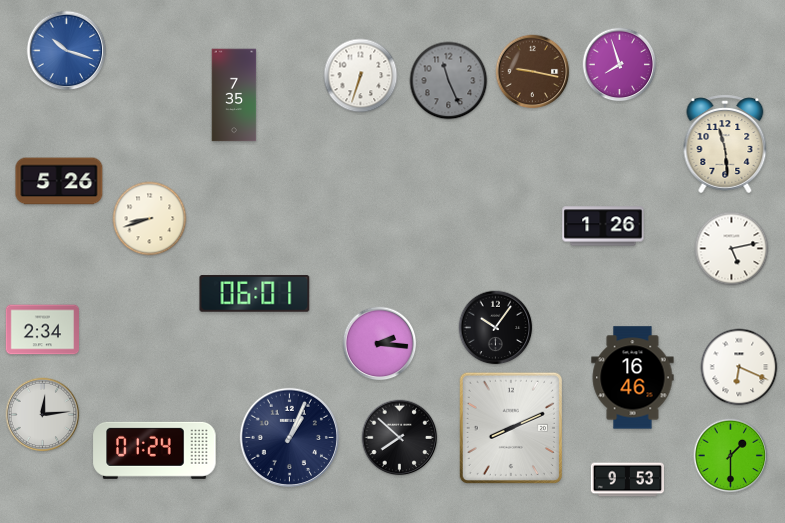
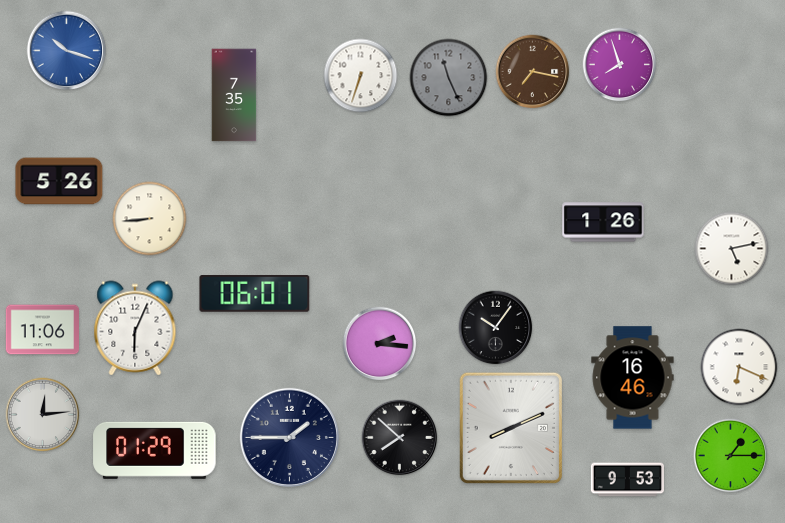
clock at (533, 72): 9:17 -> 7:17
clock at (449, 81) position: (449, 81) -> (449, 78)
clock at (725, 144): 11:29 -> none
clock at (150, 219): 8:42 -> 8:44
clock at (603, 226) position: (603, 226) -> (603, 222)
clock at (135, 328): none -> 6:04
clock at (42, 330): 2:34 -> 11:06
clock at (289, 437): 1:04 -> 1:45
clock at (155, 450): 01:24 -> 01:29
clock at (731, 456): 1:30 -> 1:15
